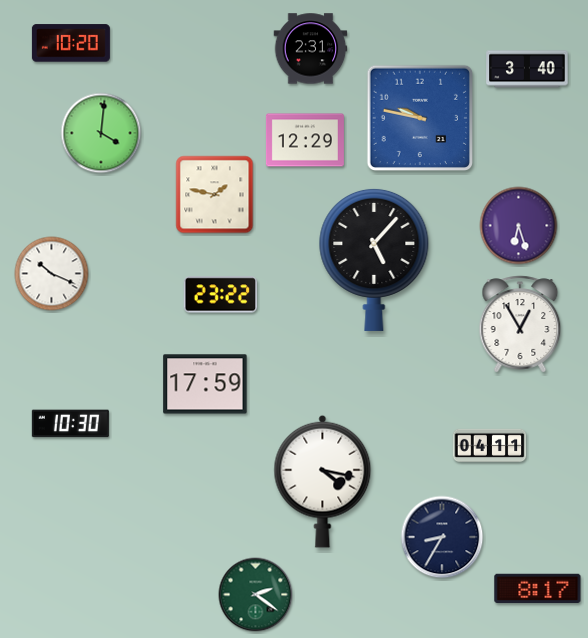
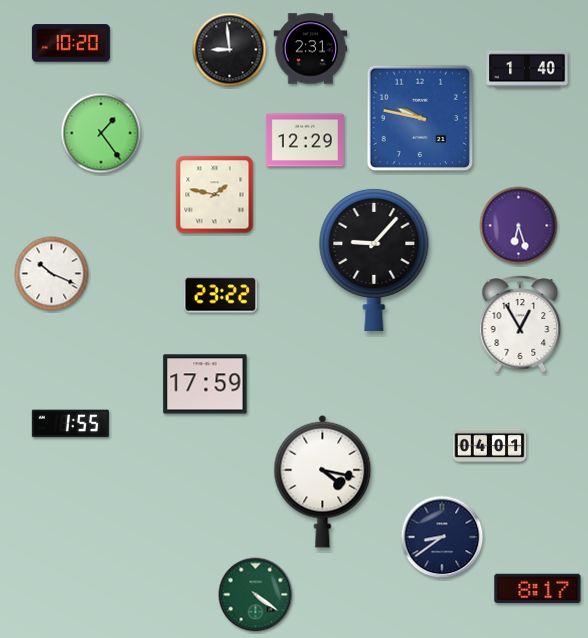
clock at (230, 50): none -> 8:59
clock at (527, 69): 3:40 -> 1:40
clock at (101, 133): 4:01 -> 1:24
clock at (374, 259): 5:07 -> 9:07
clock at (70, 424): 10:30 -> 1:55
clock at (490, 445): 04:11 -> 04:01
clock at (442, 537): 8:35 -> 8:39
clock at (256, 595): 2:21 -> 4:21
